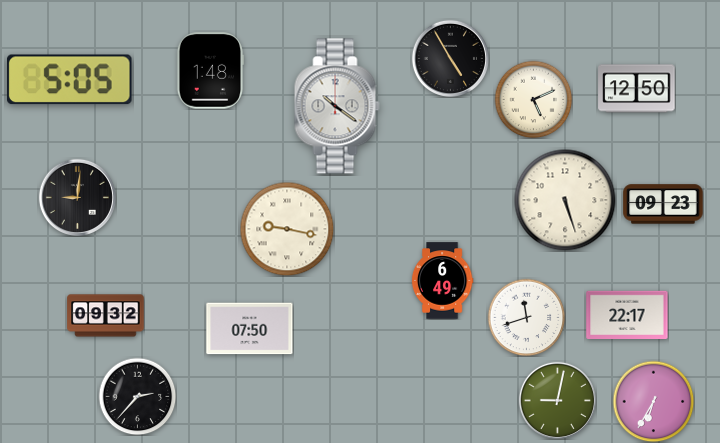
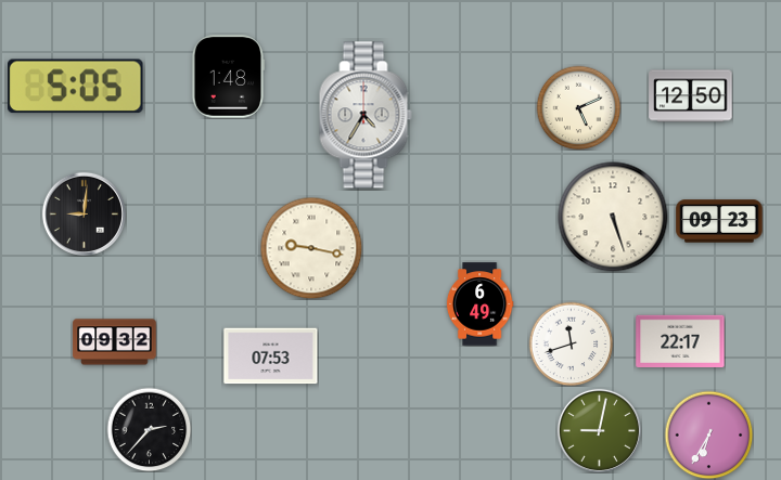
clock at (450, 58): 4:55 -> none
clock at (337, 106): 10:21 -> 4:35
clock at (250, 329): 07:50 -> 07:53
clock at (557, 400) position: (557, 400) -> (599, 430)
